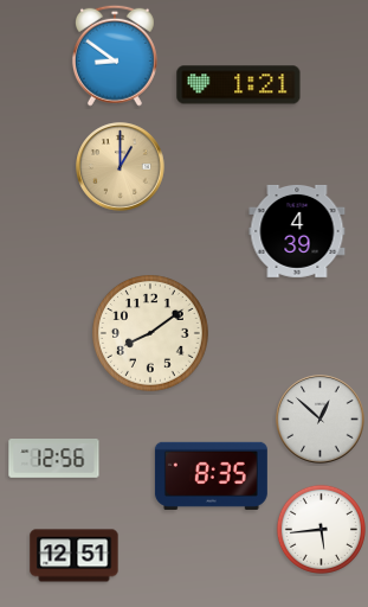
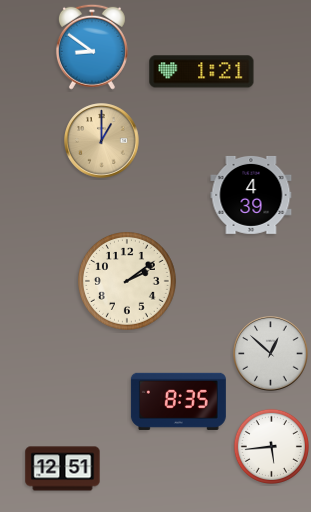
clock at (115, 56) position: (115, 56) -> (92, 47)
clock at (151, 334): 8:09 -> 2:09
clock at (54, 459): 12:56 -> none
